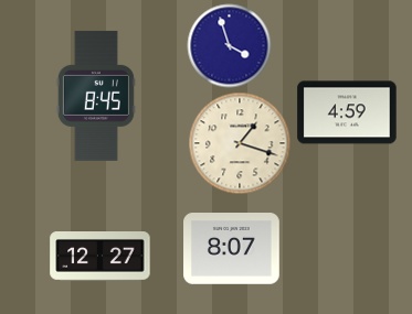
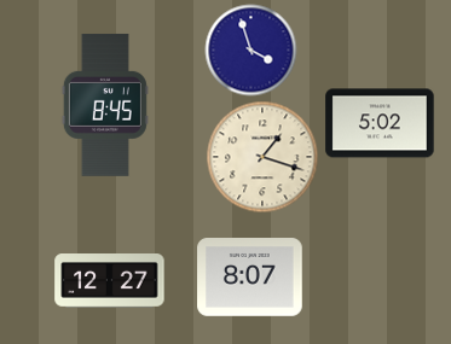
clock at (347, 112): 4:59 -> 5:02
clock at (232, 249) position: (232, 249) -> (250, 278)
